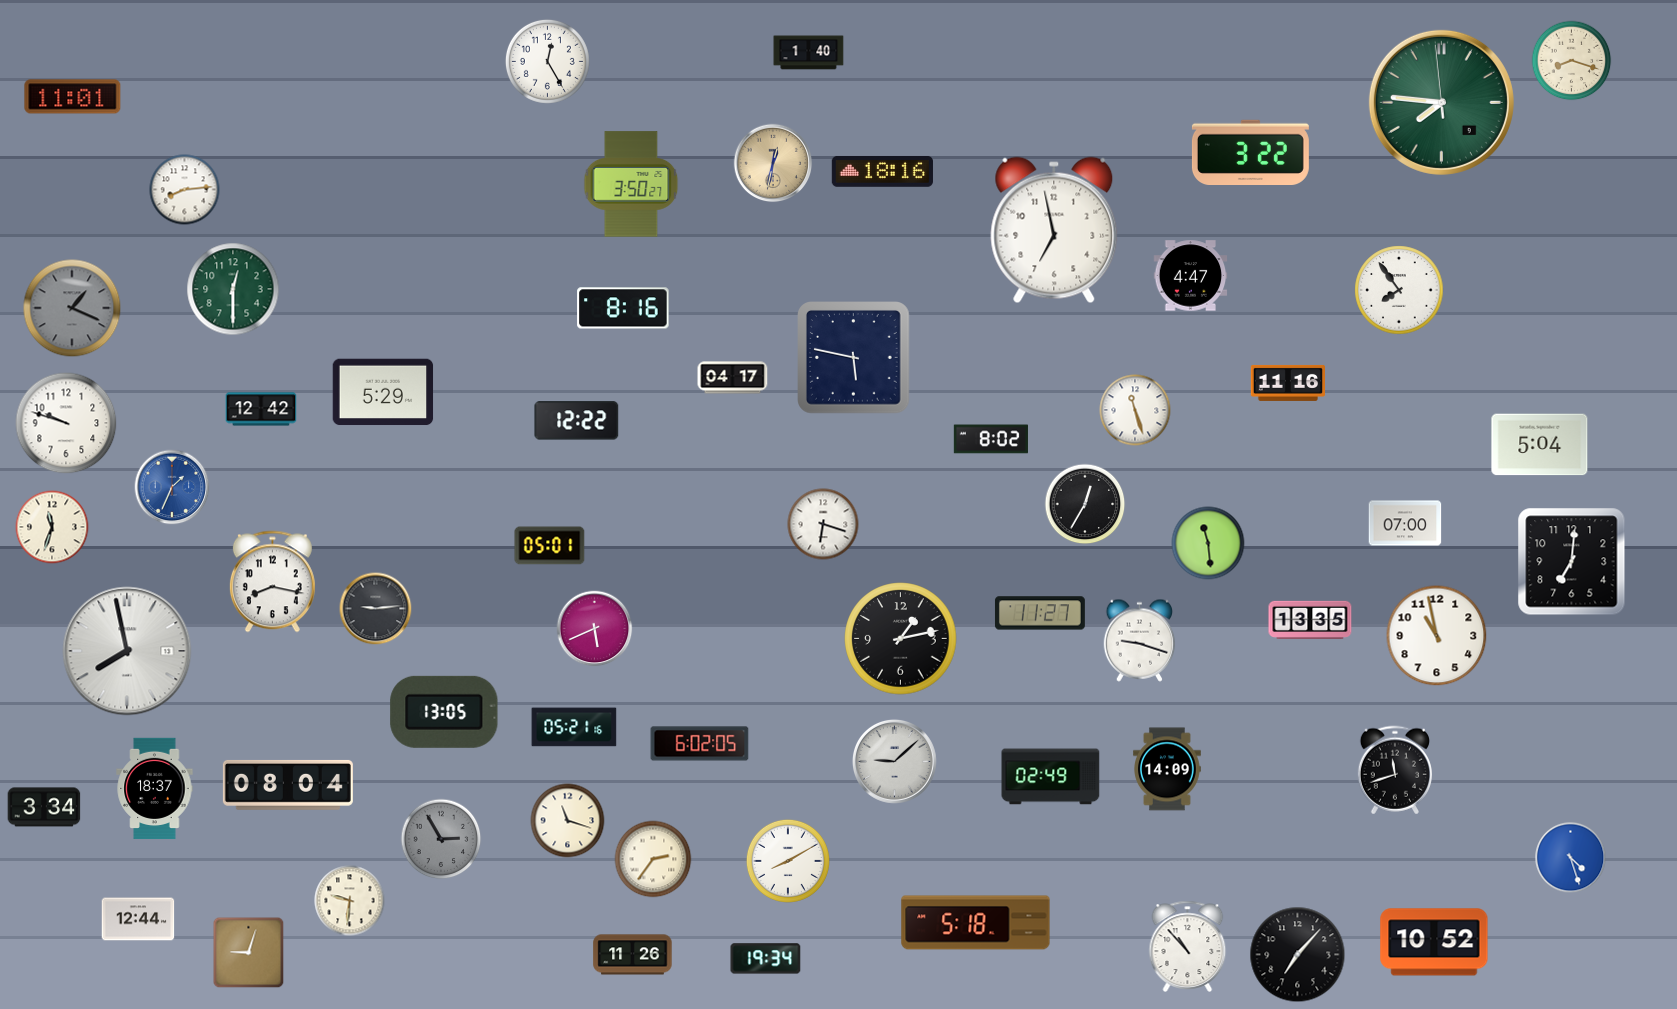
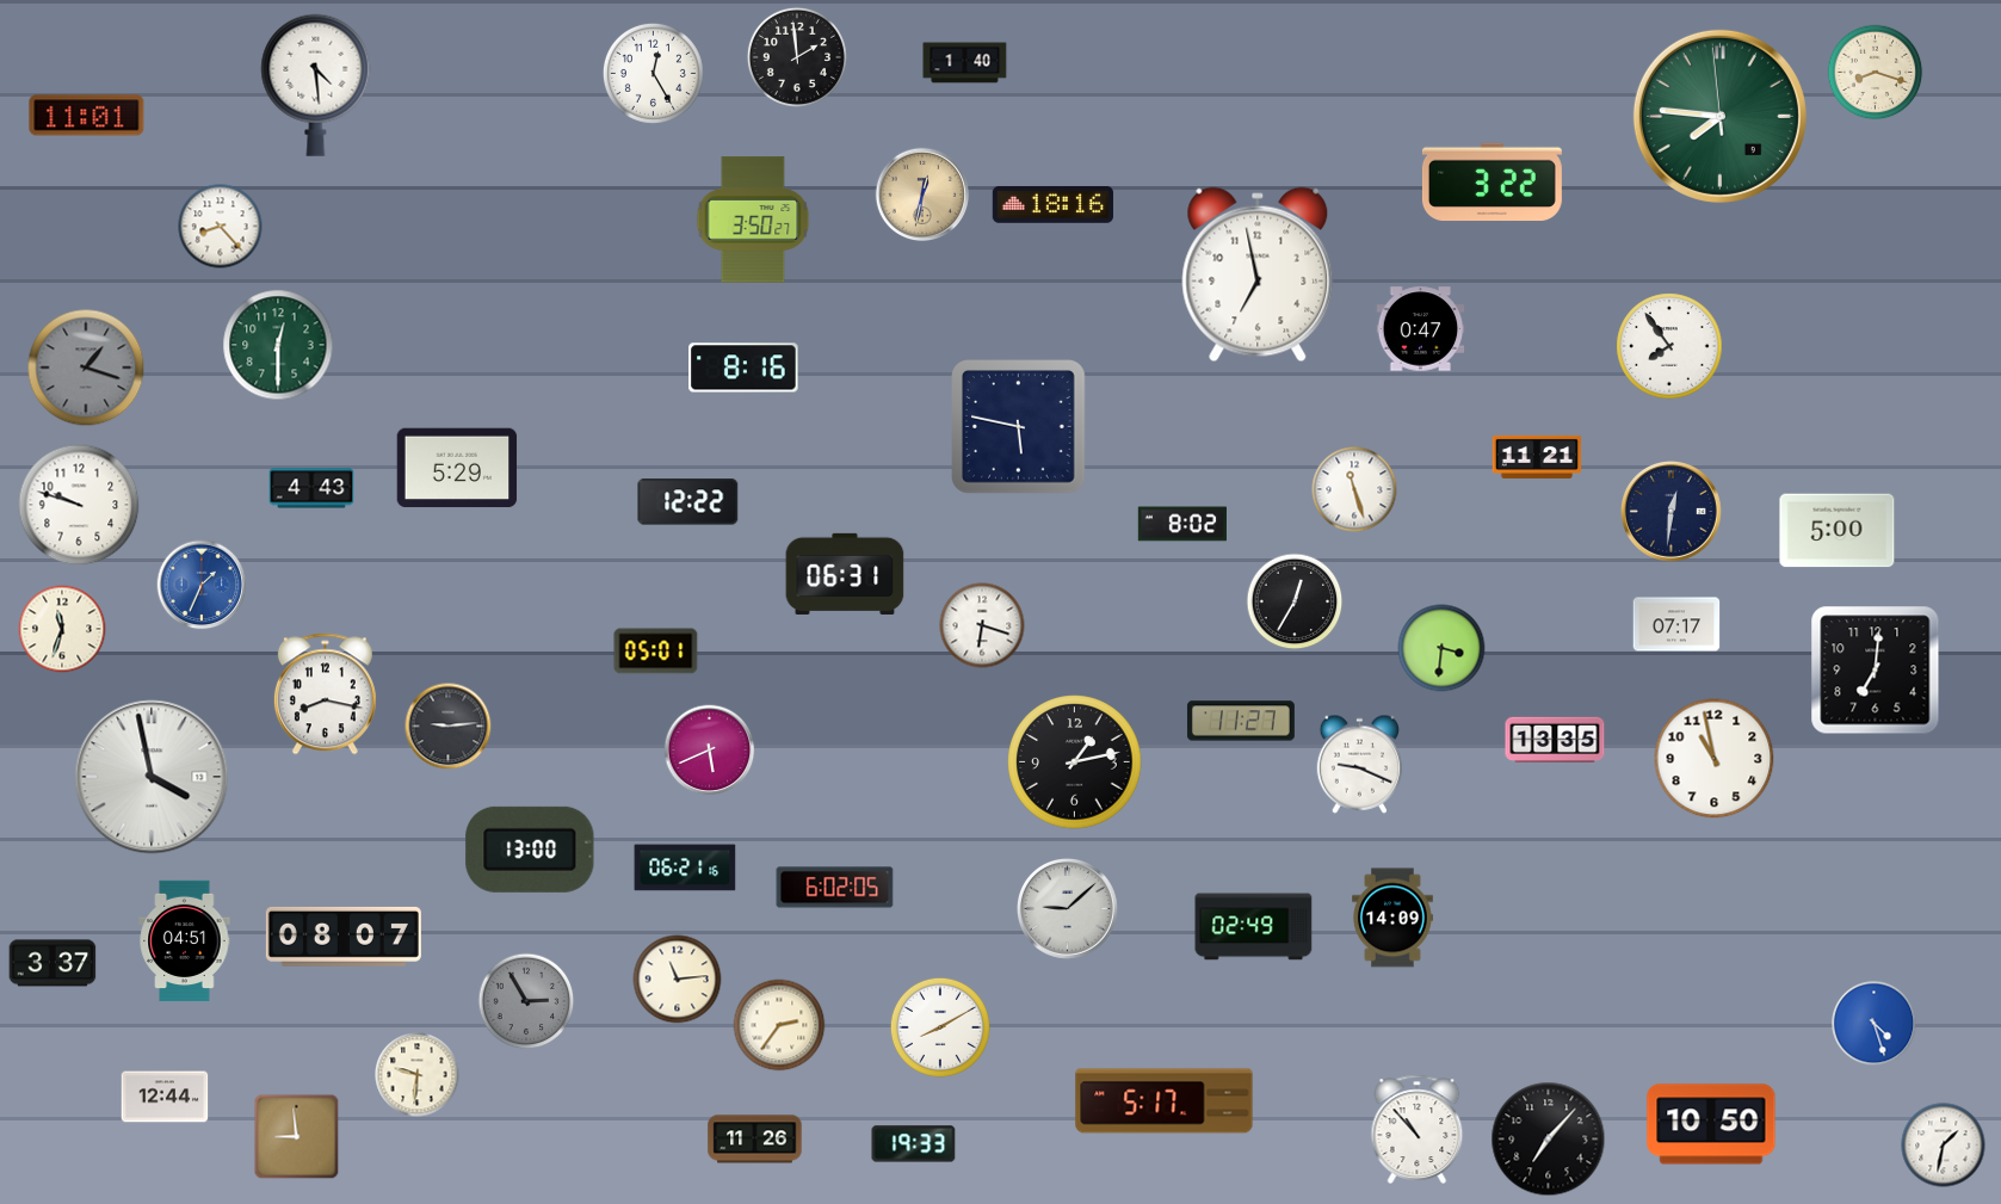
clock at (797, 57): none -> 1:59
clock at (316, 85): none -> 4:29
clock at (1441, 102) position: (1441, 102) -> (1719, 116)
clock at (185, 190): 8:14 -> 8:23
clock at (1191, 276): 4:47 -> 0:47
clock at (72, 308): 1:19 -> 1:18
clock at (733, 378): 04:17 -> none
clock at (1287, 383): 11:16 -> 11:21
clock at (261, 409): 12:42 -> 4:43
clock at (1670, 511): none -> 12:31
clock at (1540, 445): 5:04 -> 5:00
clock at (845, 574): none -> 06:31
clock at (172, 487) position: (172, 487) -> (202, 585)
clock at (1405, 523): 07:00 -> 07:17
clock at (1208, 543): 11:29 -> 3:31
clock at (1040, 613) position: (1040, 613) -> (1241, 721)
clock at (1310, 619) position: (1310, 619) -> (1555, 739)
clock at (1140, 640): 9:18 -> 9:19
clock at (127, 651): 7:58 -> 3:58
clock at (444, 712): 13:05 -> 13:00
clock at (574, 727): 05:21 -> 06:21
clock at (1395, 770): 11:42 -> none
clock at (288, 785): 08:04 -> 08:07
clock at (155, 789): 18:37 -> 04:51
clock at (44, 807): 3:34 -> 3:37
clock at (568, 821): 11:18 -> 11:14
clock at (976, 923): 5:18 -> 5:17
clock at (1434, 942): 10:52 -> 10:50
clock at (249, 953): 9:03 -> 8:59
clock at (766, 959): 19:34 -> 19:33
clock at (1944, 1146): none -> 1:32
